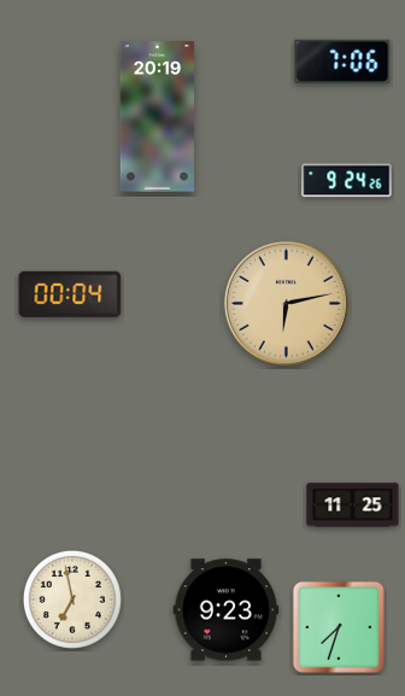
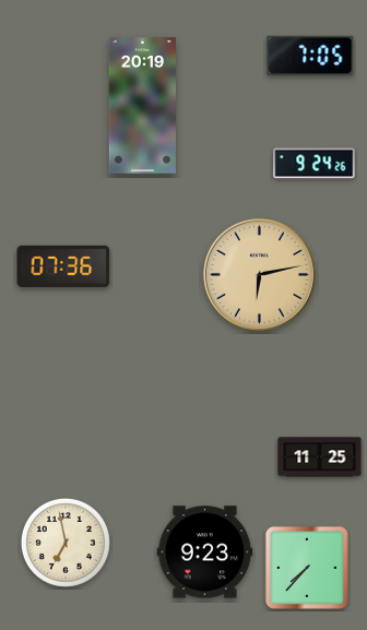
clock at (342, 62): 7:06 -> 7:05
clock at (70, 294): 00:04 -> 07:36
clock at (339, 627): 7:33 -> 7:37
